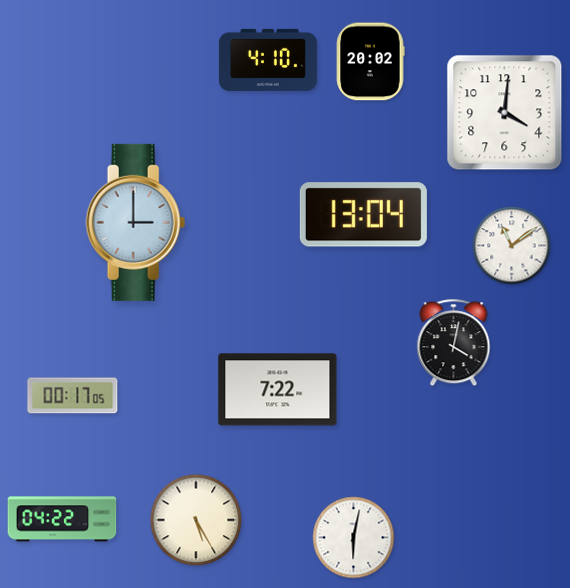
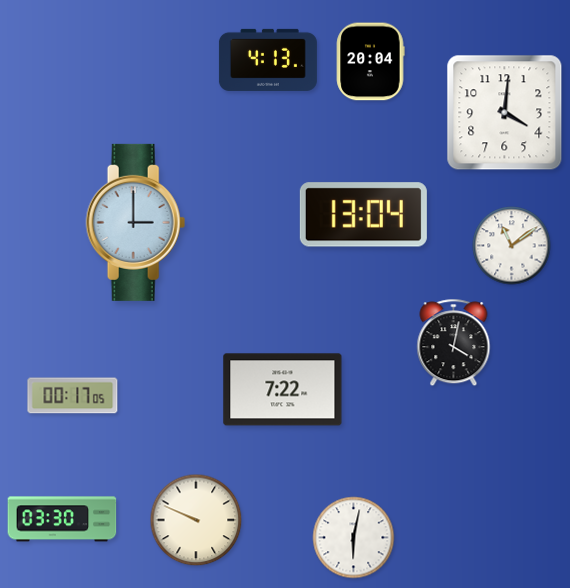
clock at (268, 60): 4:10 -> 4:13
clock at (370, 62): 20:02 -> 20:04
clock at (278, 390) position: (278, 390) -> (283, 390)
clock at (62, 519): 04:22 -> 03:30
clock at (196, 520): 5:25 -> 9:49
